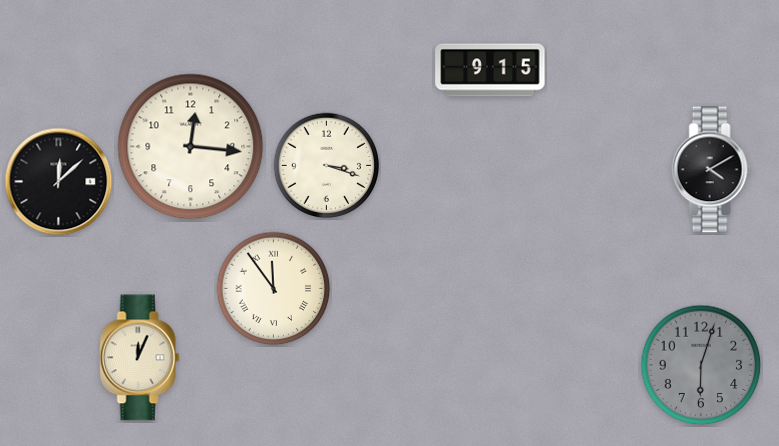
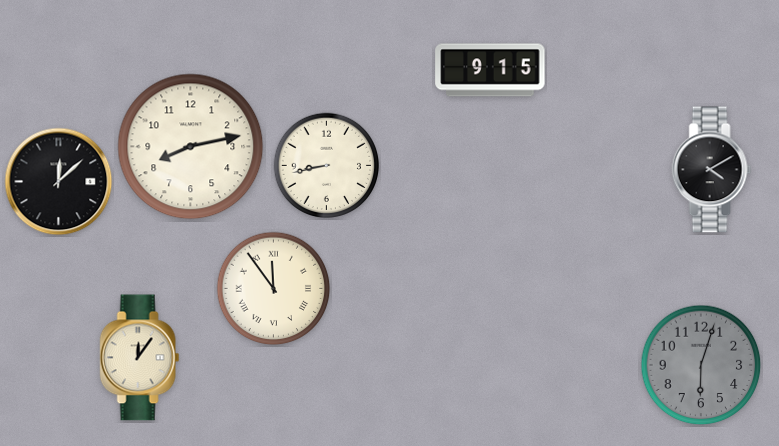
clock at (191, 147): 12:16 -> 8:13
clock at (327, 166): 3:18 -> 8:43
clock at (140, 358): 12:04 -> 12:06
